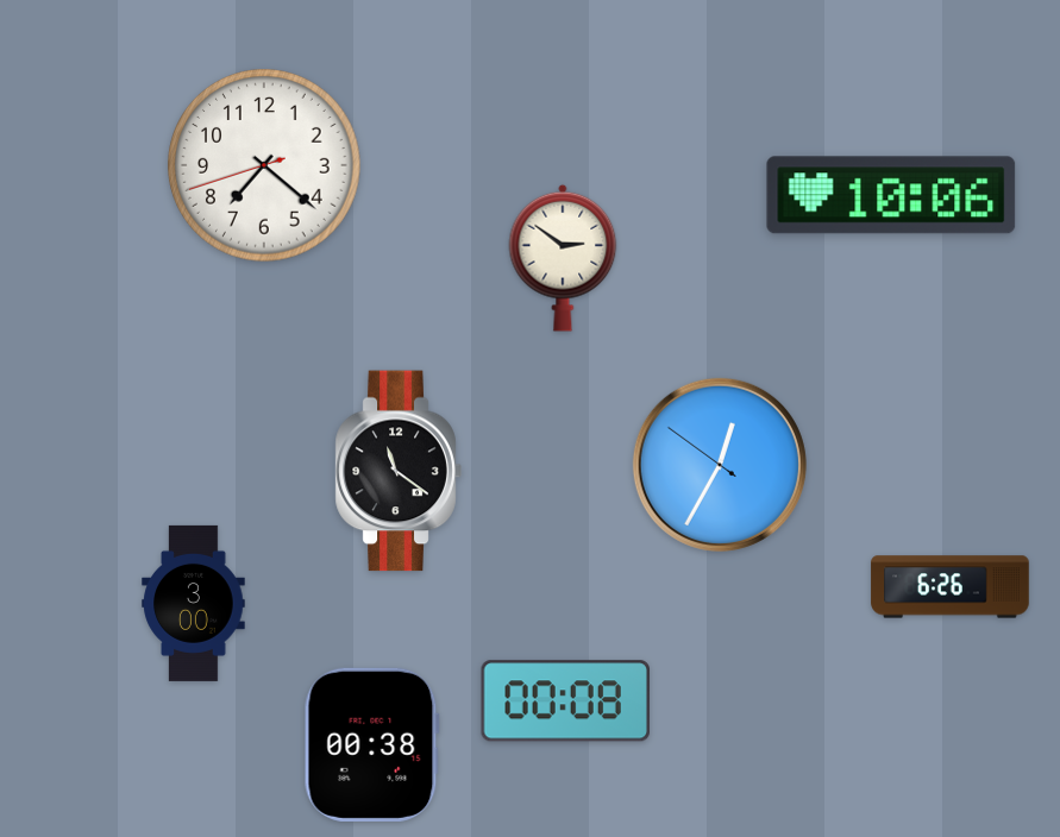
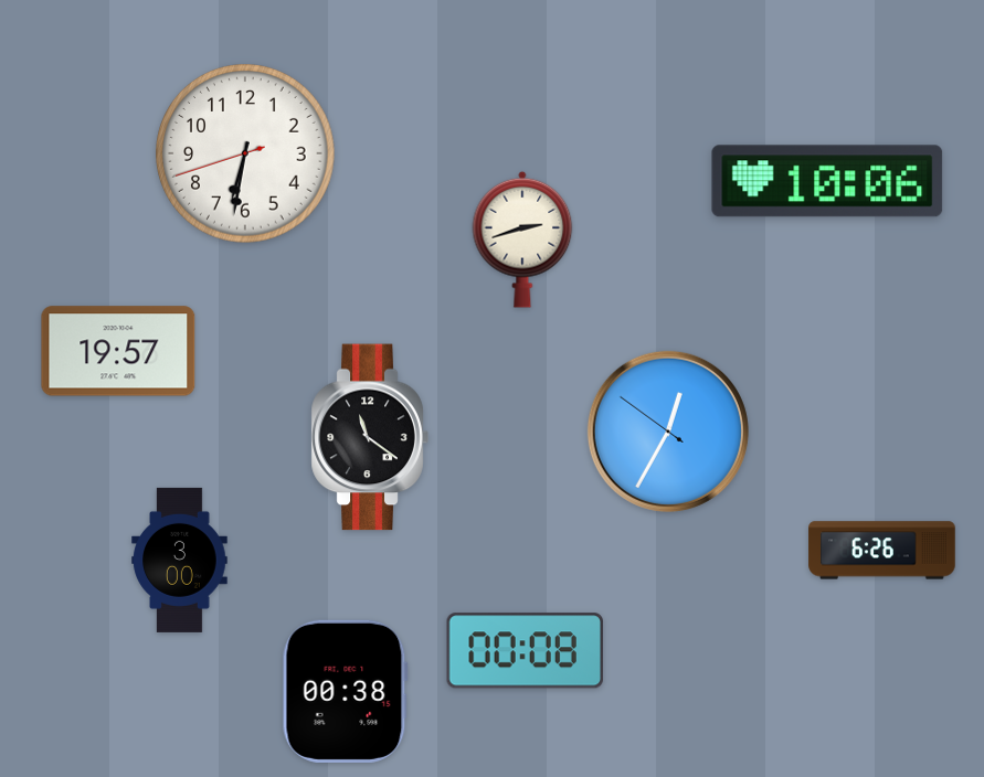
clock at (264, 165): 7:21 -> 6:31
clock at (563, 258): 2:51 -> 2:42
clock at (118, 351): none -> 19:57
clock at (951, 587) position: (951, 587) -> (882, 551)
